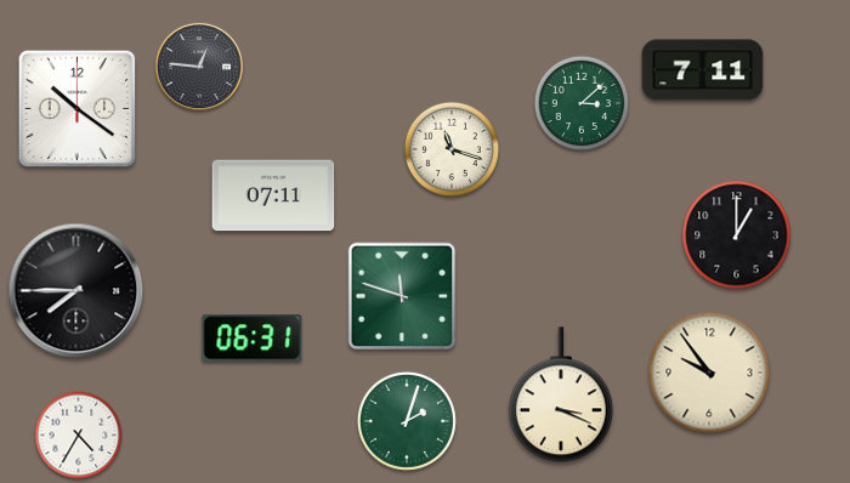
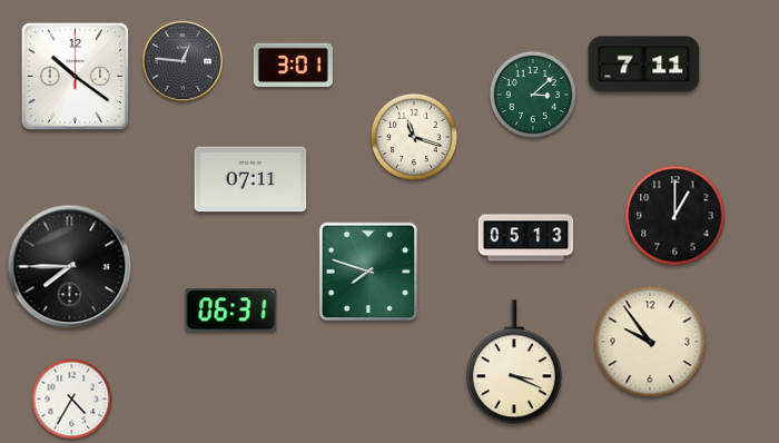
clock at (293, 65): none -> 3:01
clock at (78, 109) position: (78, 109) -> (76, 77)
clock at (526, 238): none -> 05:13
clock at (402, 296): 11:48 -> 7:48
clock at (407, 421): 2:03 -> none
